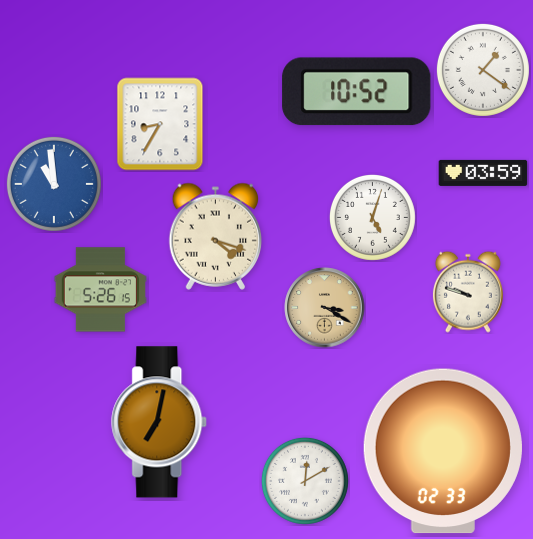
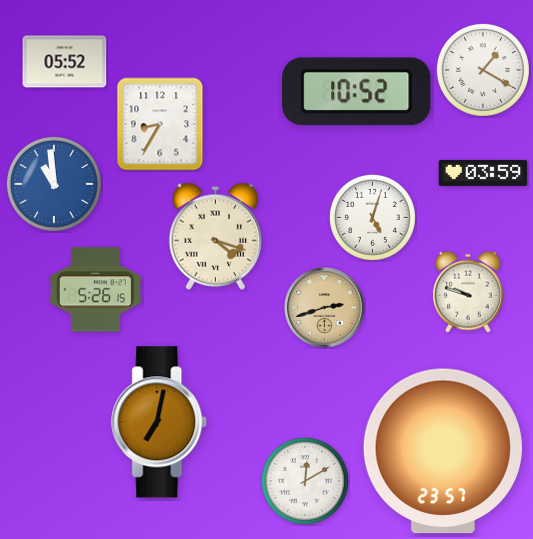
clock at (65, 62): none -> 05:52
clock at (483, 70): 1:21 -> 1:20
clock at (100, 290) position: (100, 290) -> (95, 290)
clock at (325, 308): 3:20 -> 2:42
clock at (443, 451): 02:33 -> 23:57
